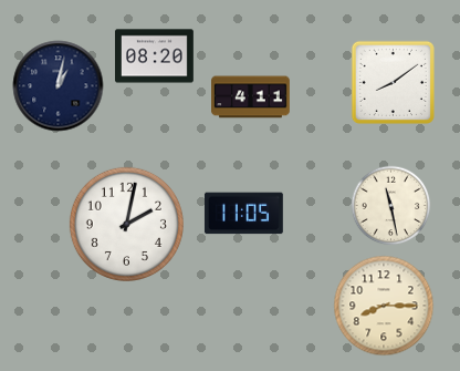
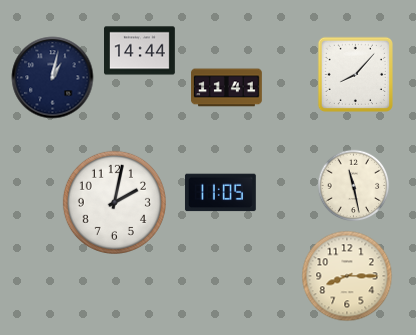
clock at (155, 56): 08:20 -> 14:44
clock at (393, 82): 8:09 -> 8:07
clock at (251, 97): 4:11 -> 11:41
